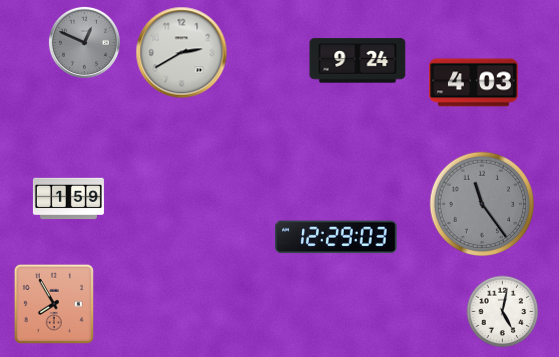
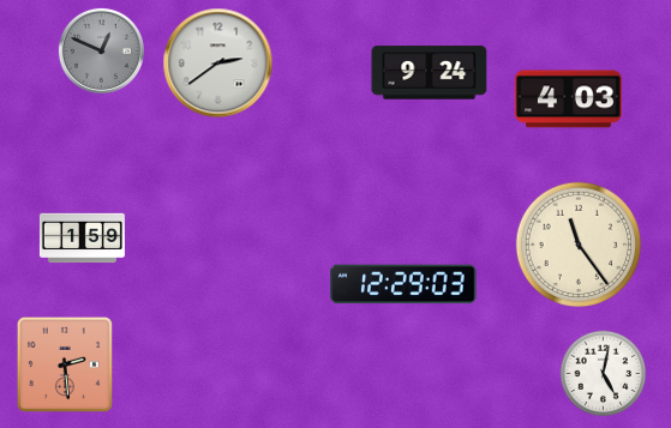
clock at (182, 53): 2:40 -> 2:39
clock at (482, 204) dial: grey -> cream
clock at (54, 304): 7:55 -> 2:29
